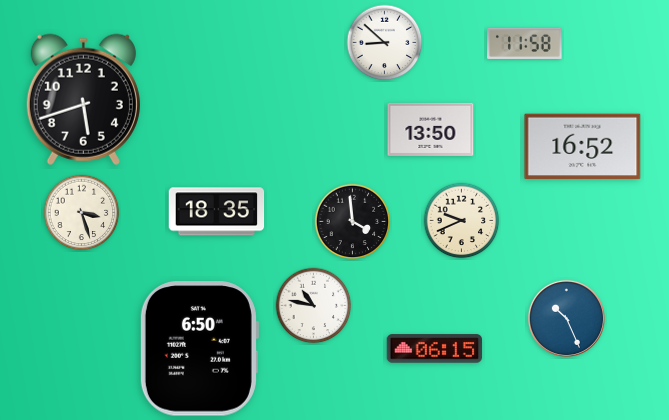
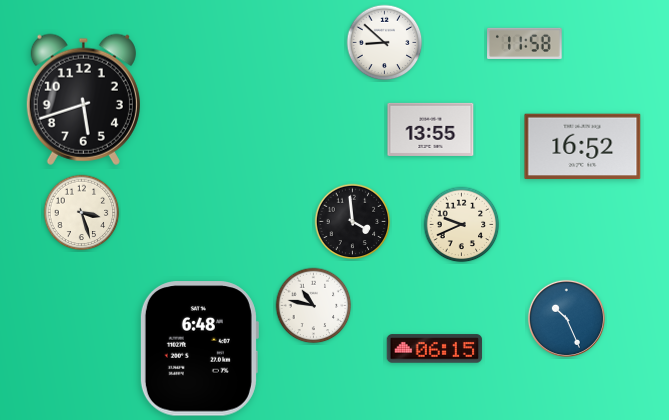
clock at (431, 129): 13:50 -> 13:55
clock at (217, 212): 18:35 -> none
clock at (462, 221) position: (462, 221) -> (462, 225)
clock at (199, 349): 6:50 -> 6:48
